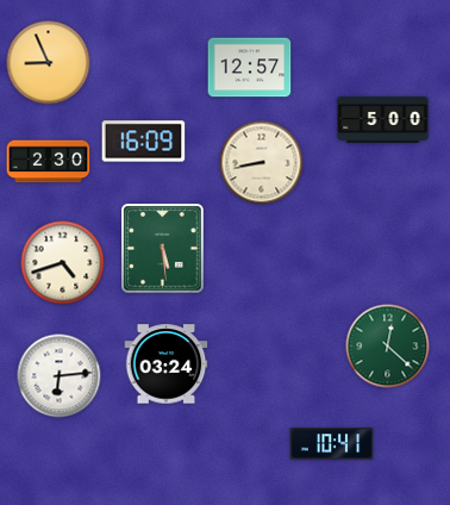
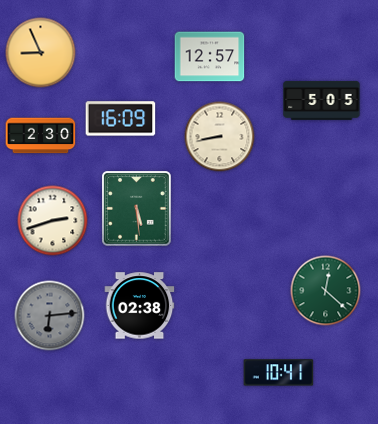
clock at (383, 119): 5:00 -> 5:05
clock at (63, 263): 4:42 -> 2:42
clock at (167, 364): 03:24 -> 02:38
clock at (60, 376) dial: white -> grey
